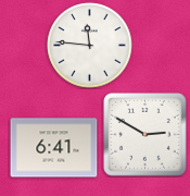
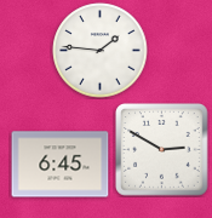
clock at (90, 46): 11:46 -> 1:46
clock at (54, 148): 6:41 -> 6:45
